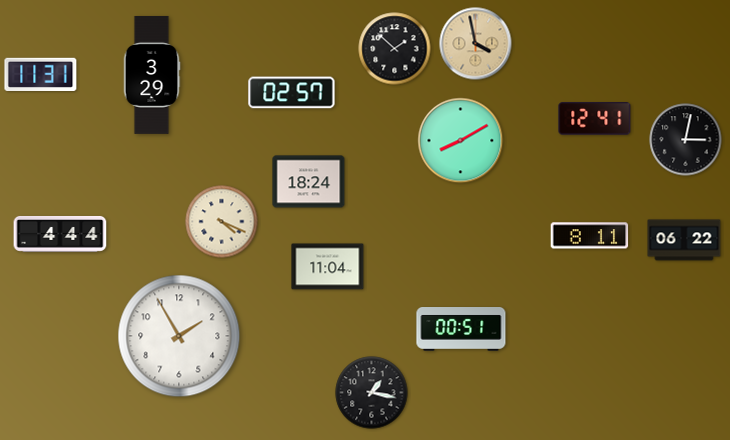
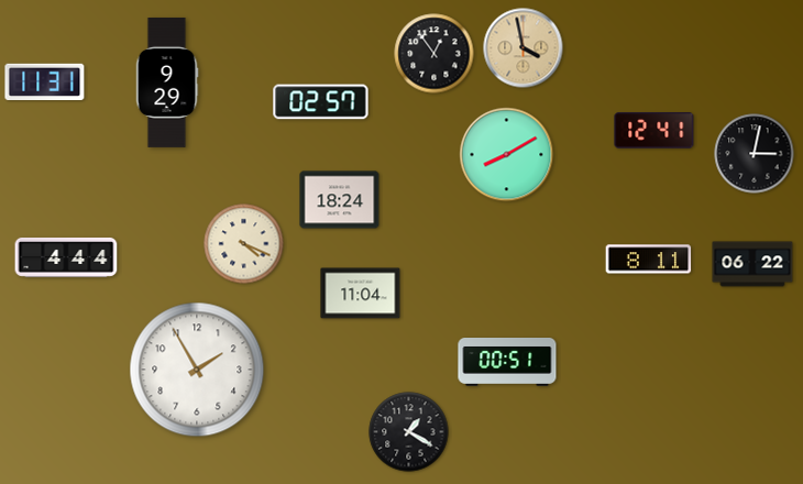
clock at (395, 49): 1:52 -> 12:54
clock at (152, 75): 3:29 -> 9:29
clock at (372, 393): 1:17 -> 1:20
